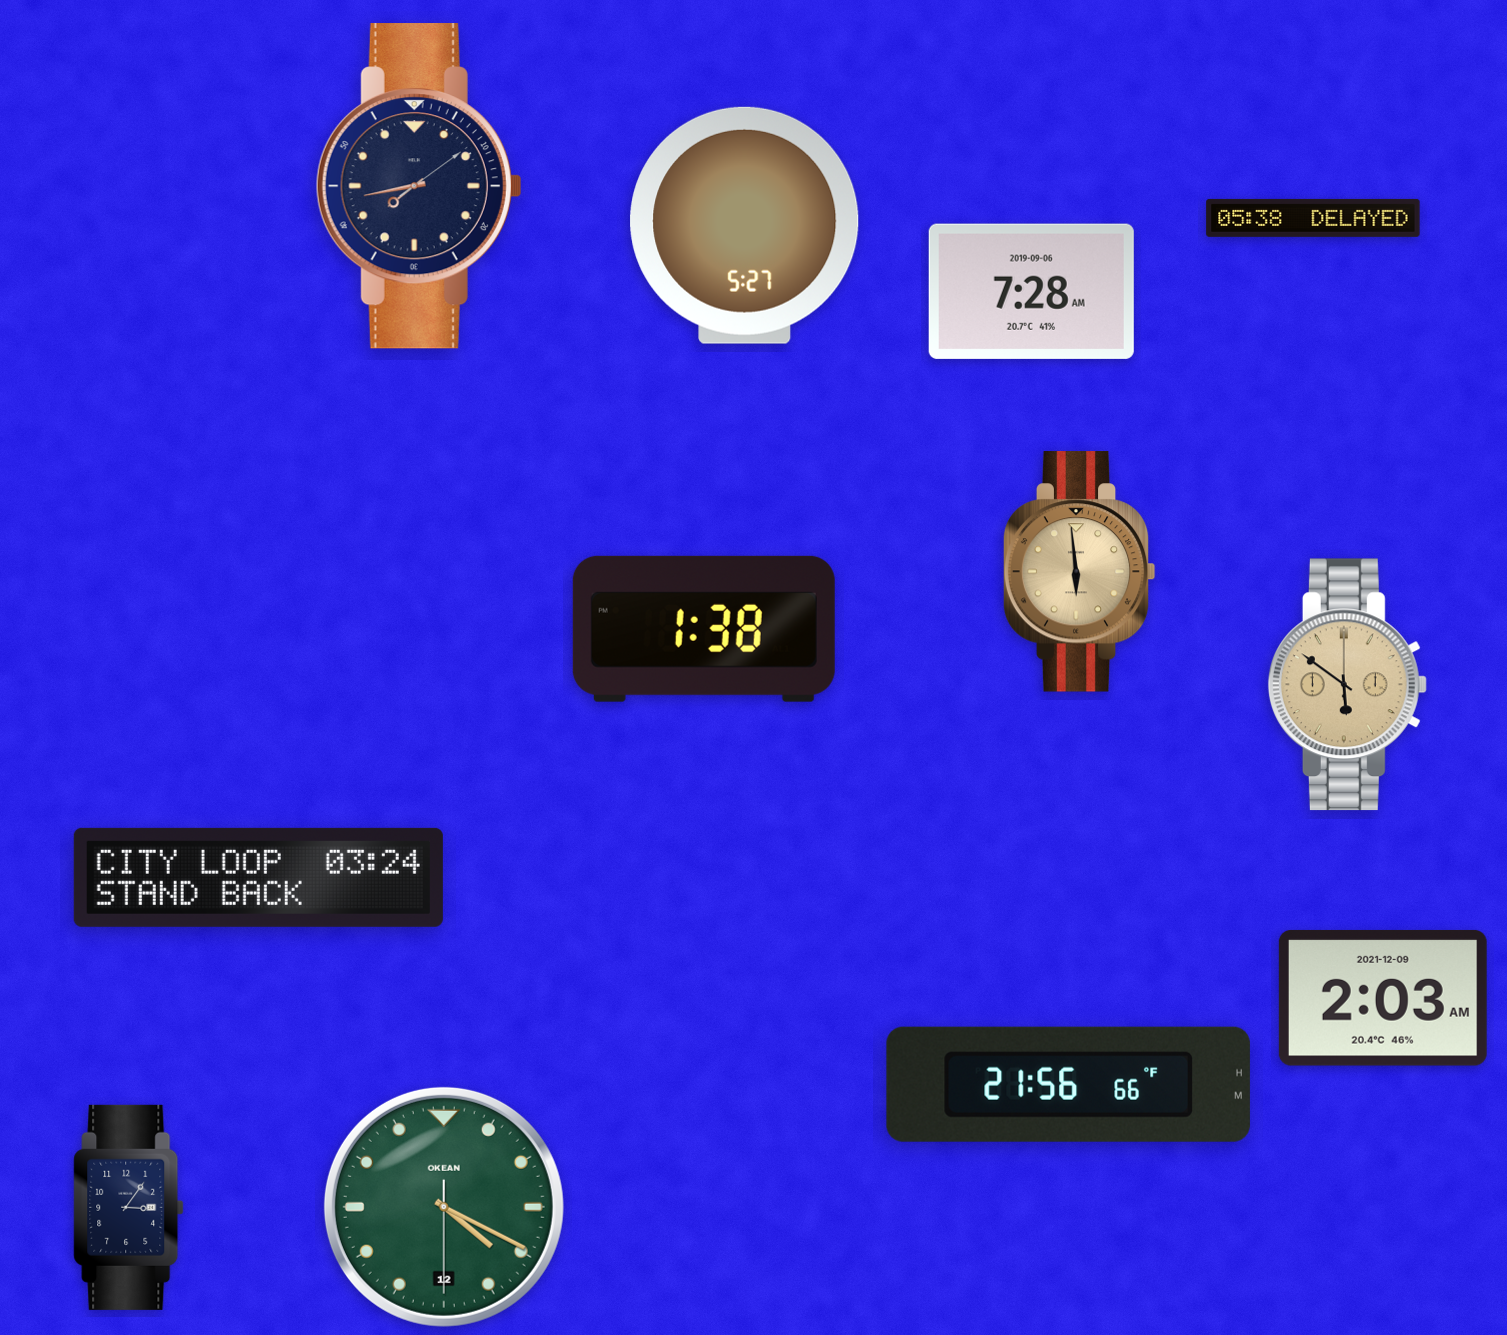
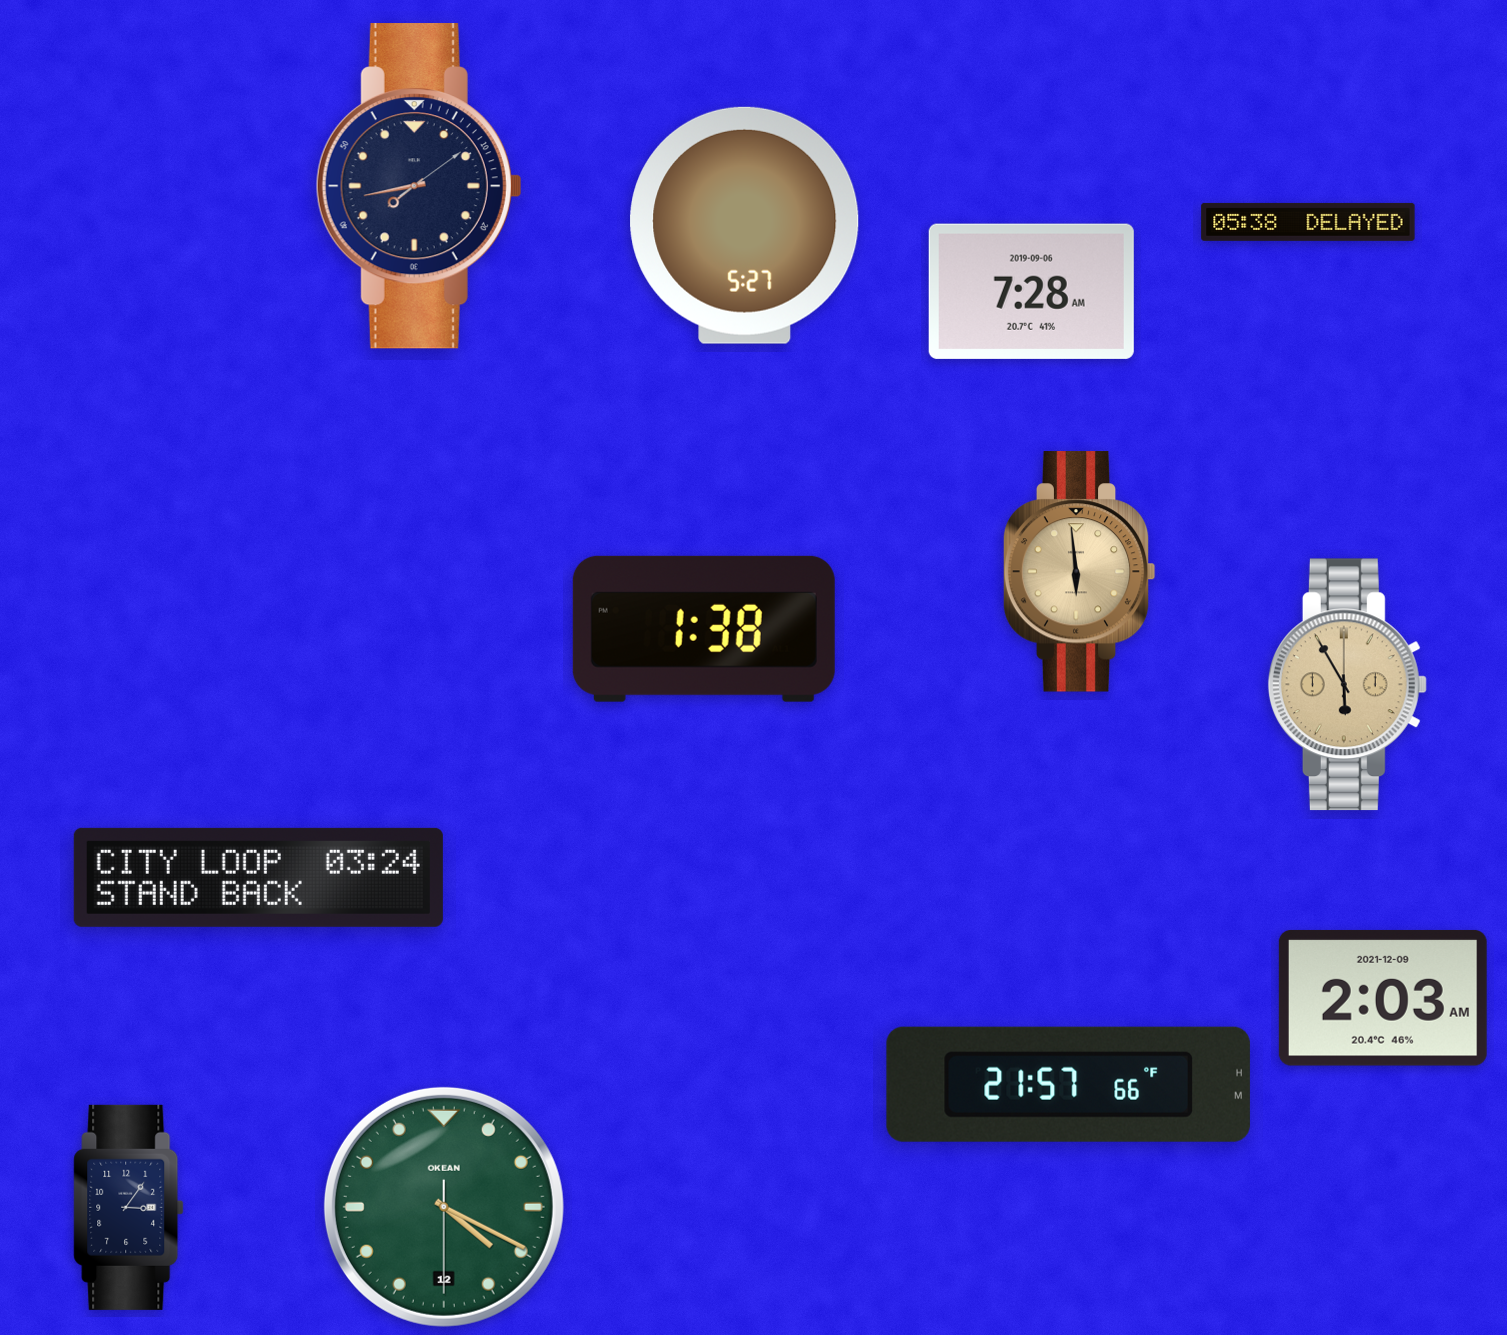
clock at (1313, 218) position: (1313, 218) -> (1308, 222)
clock at (1347, 685): 5:51 -> 5:55
clock at (1068, 1084): 21:56 -> 21:57
